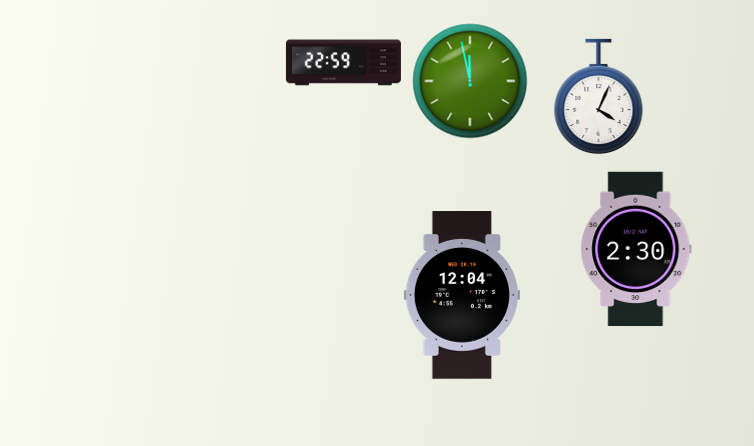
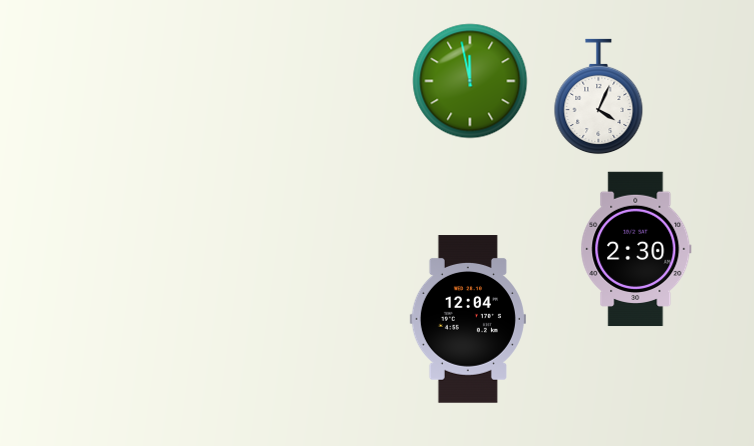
clock at (343, 63): 22:59 -> none
clock at (462, 295) position: (462, 295) -> (468, 319)
